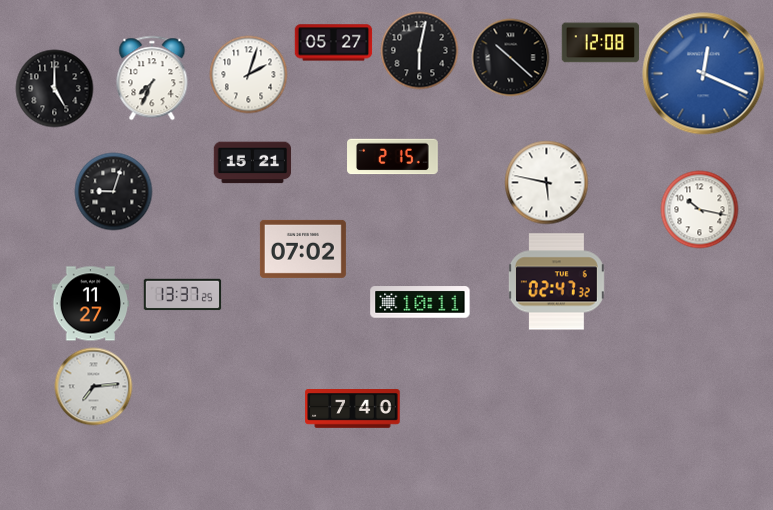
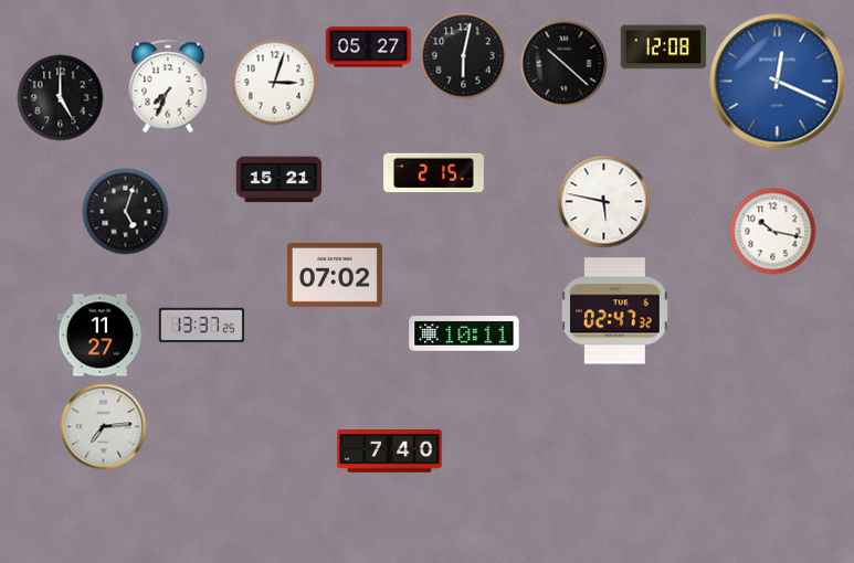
clock at (248, 74): 2:03 -> 3:03
clock at (113, 191): 9:03 -> 5:03
